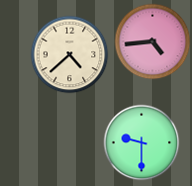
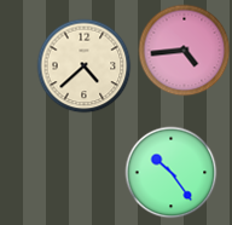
clock at (142, 143): 9:30 -> 10:24
